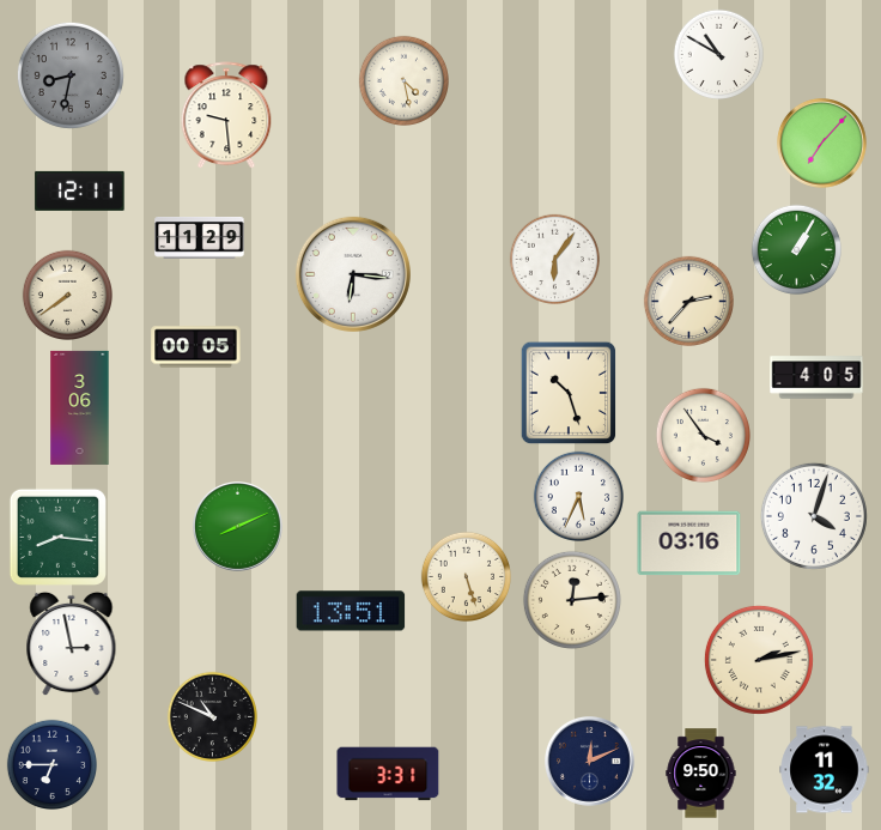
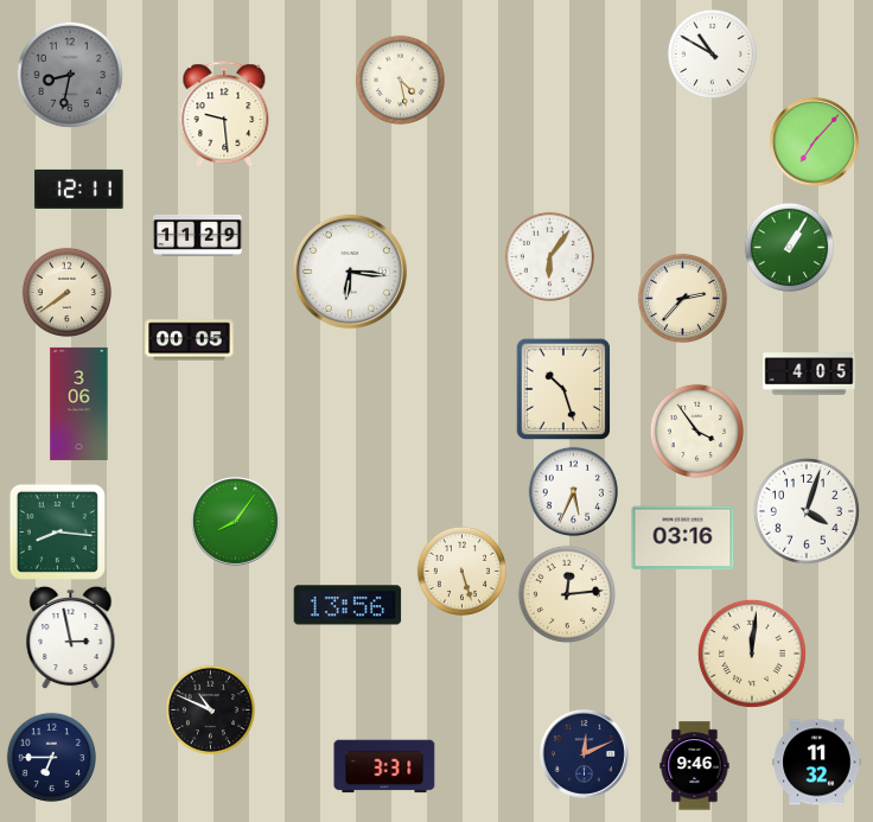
clock at (196, 347) position: (196, 347) -> (190, 340)
clock at (238, 527): 8:11 -> 8:06
clock at (351, 611): 13:51 -> 13:56
clock at (759, 660): 2:13 -> 12:01
clock at (701, 774): 9:50 -> 9:46
